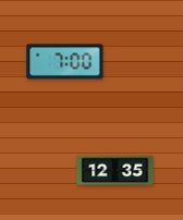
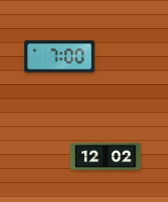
clock at (115, 171): 12:35 -> 12:02
